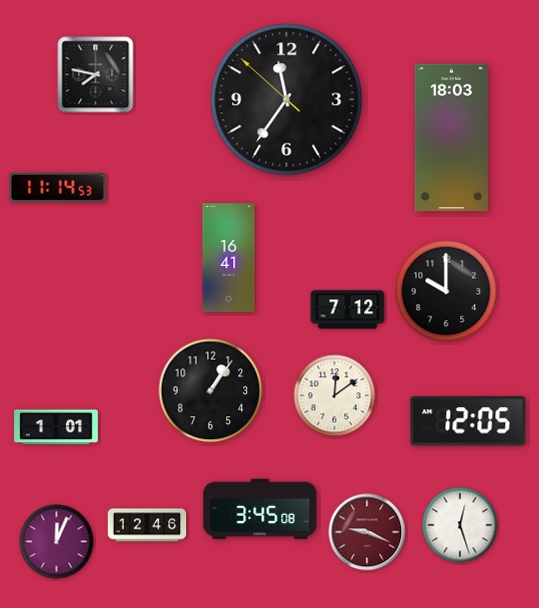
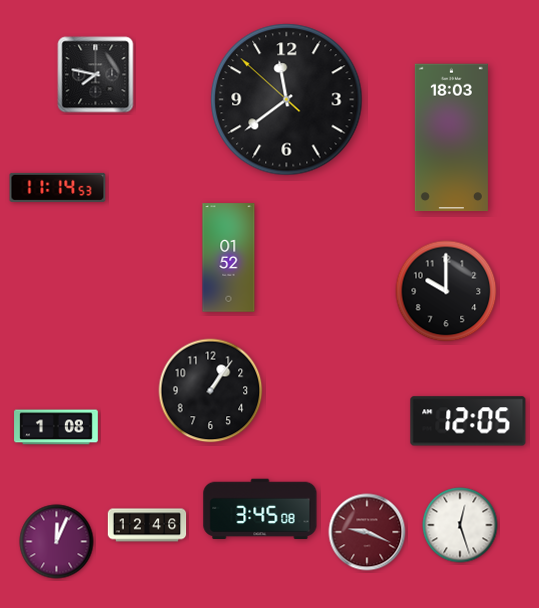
clock at (287, 100): 11:35 -> 11:38
clock at (229, 258): 16:41 -> 01:52
clock at (348, 310): 7:12 -> none
clock at (335, 396): 12:09 -> none
clock at (56, 427): 1:01 -> 1:08
